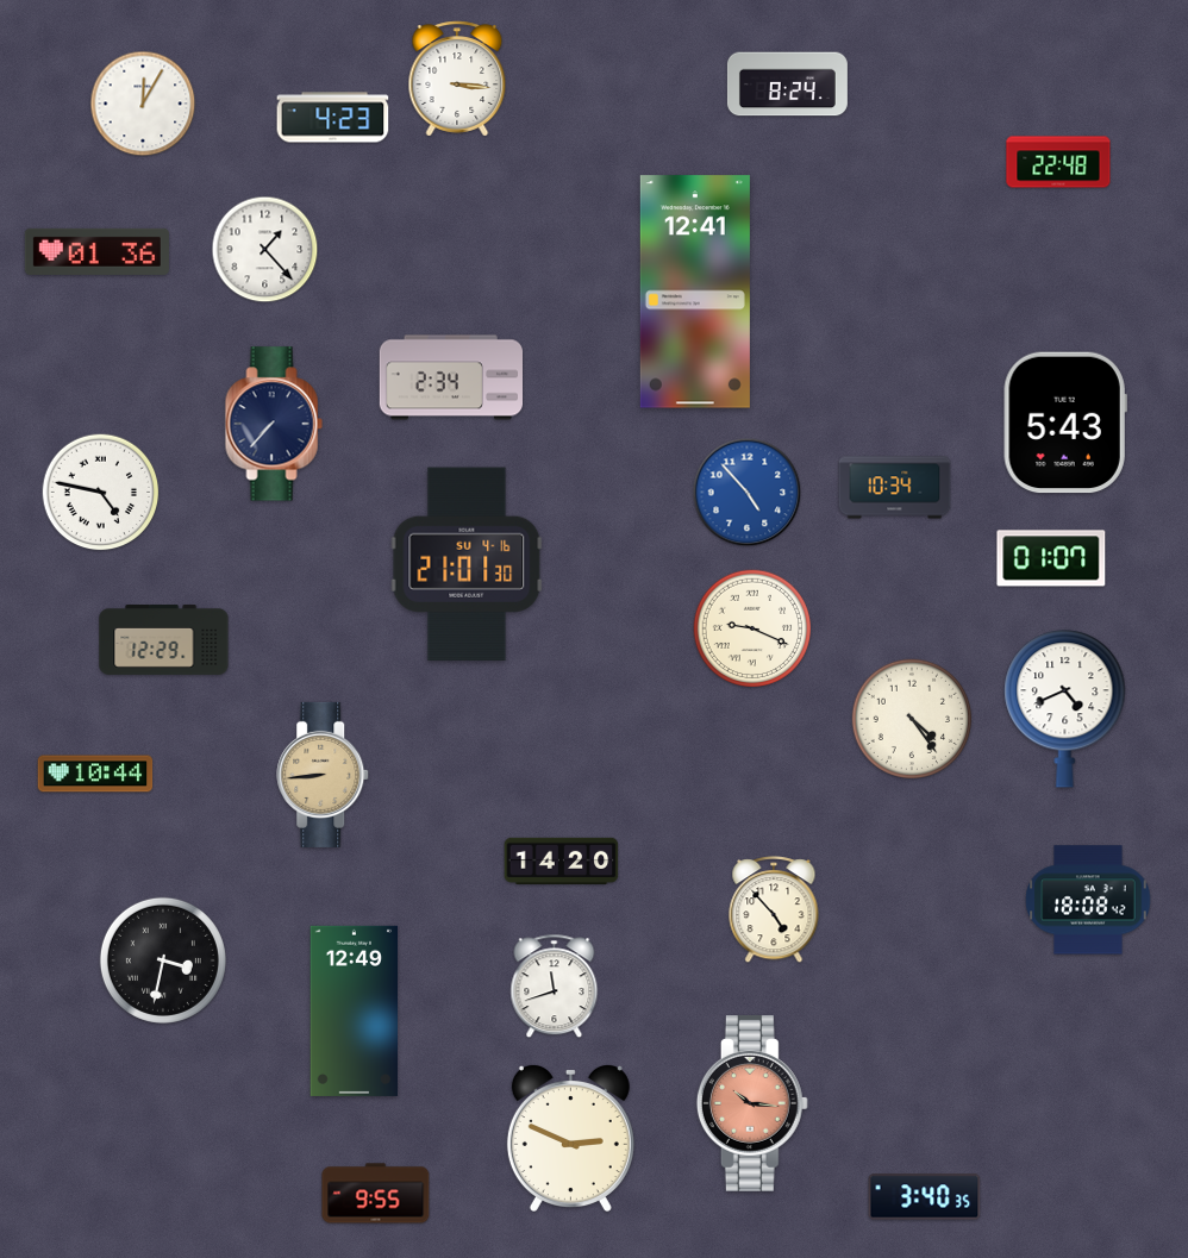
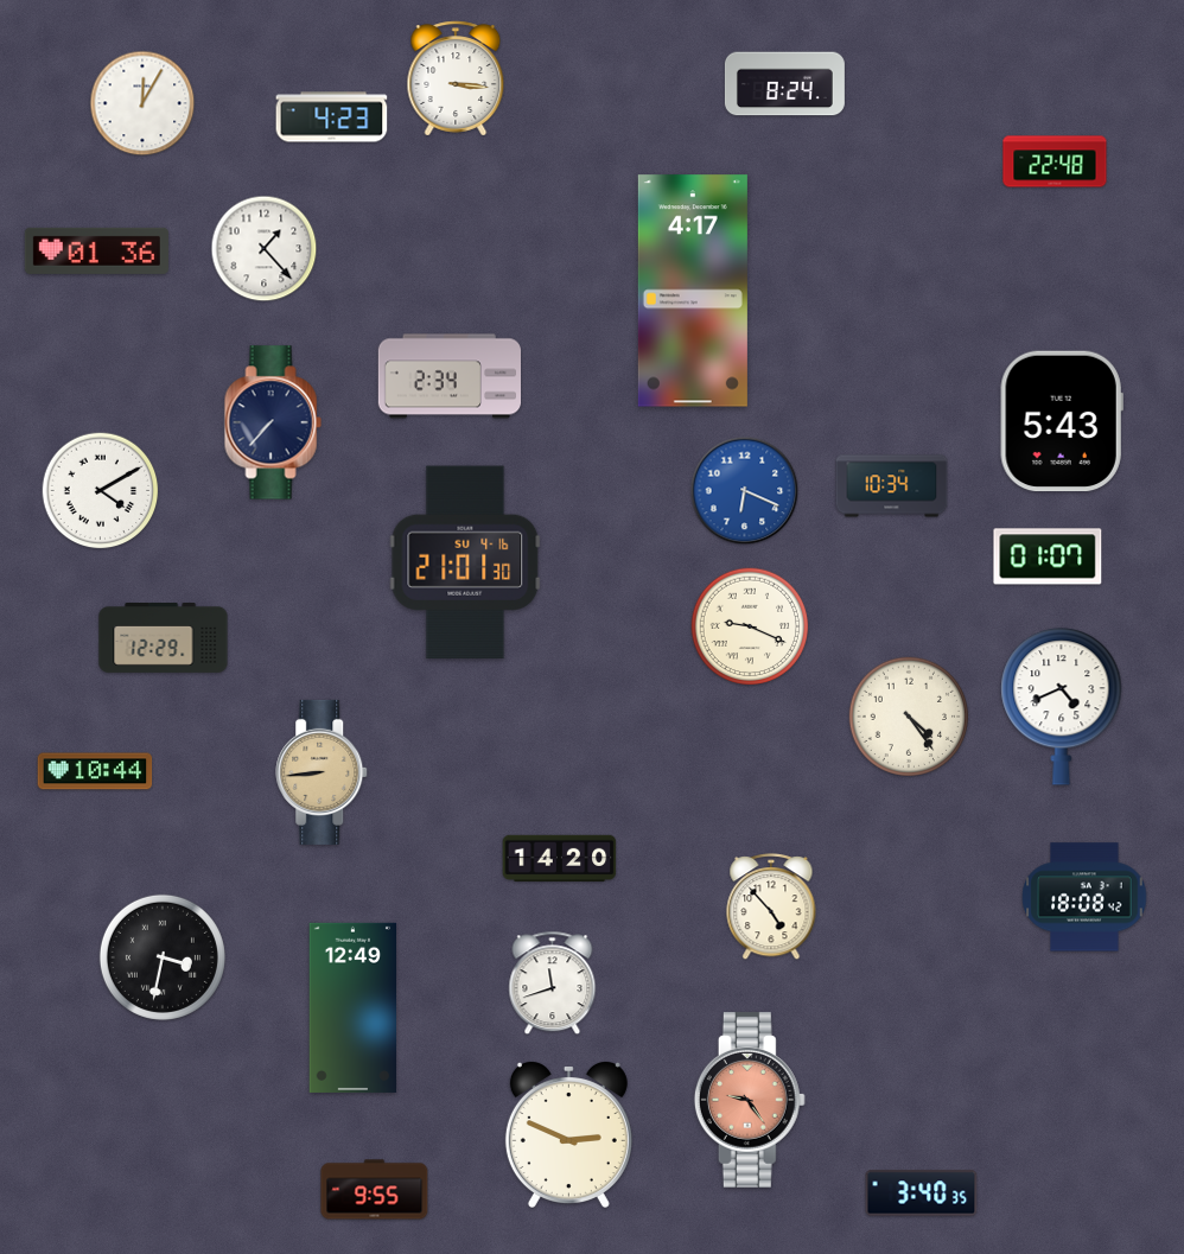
clock at (695, 292): 12:41 -> 4:17
clock at (101, 493): 4:47 -> 4:10
clock at (748, 493): 4:53 -> 6:19
clock at (752, 1104): 10:16 -> 9:24
